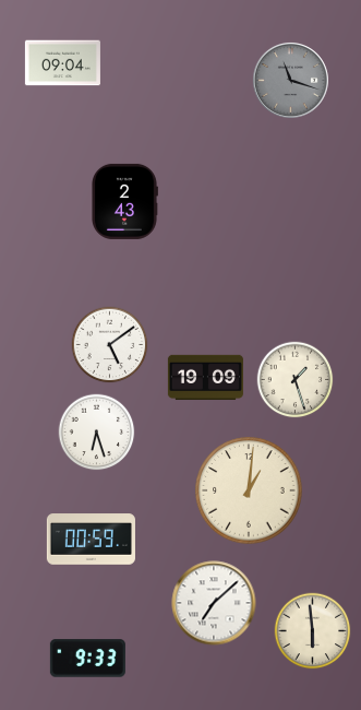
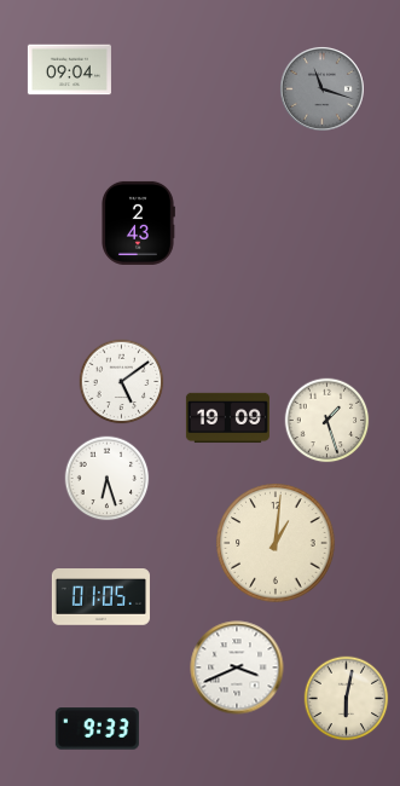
clock at (91, 540): 00:59 -> 01:05
clock at (214, 603): 7:08 -> 3:41
clock at (313, 631): 5:59 -> 6:02
